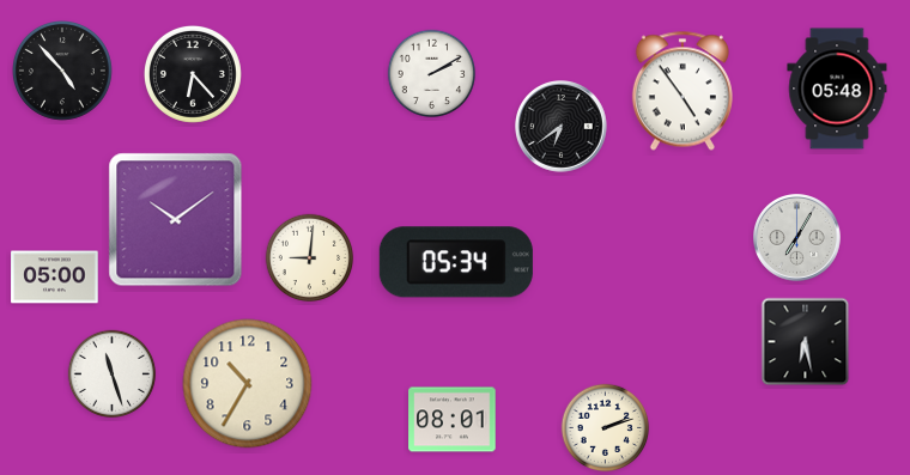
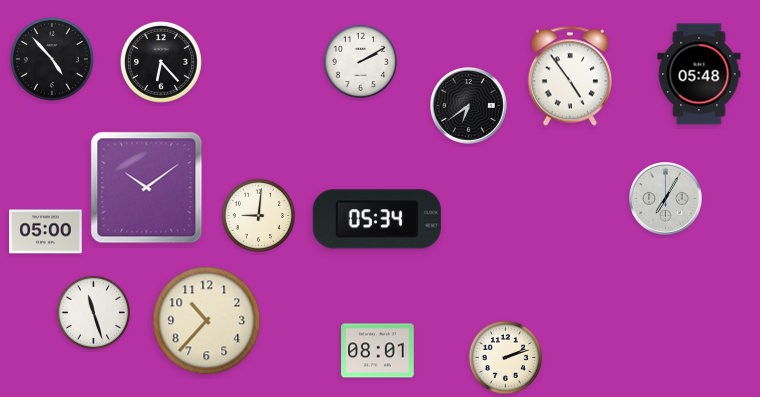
clock at (176, 220) position: (176, 220) -> (147, 188)
clock at (456, 262) position: (456, 262) -> (377, 219)
clock at (806, 342): 6:28 -> none
clock at (248, 384): 10:35 -> 10:37
